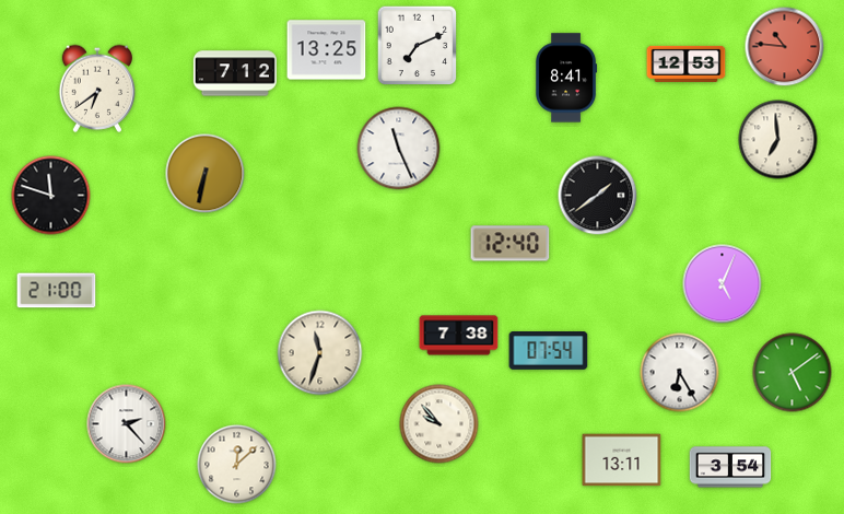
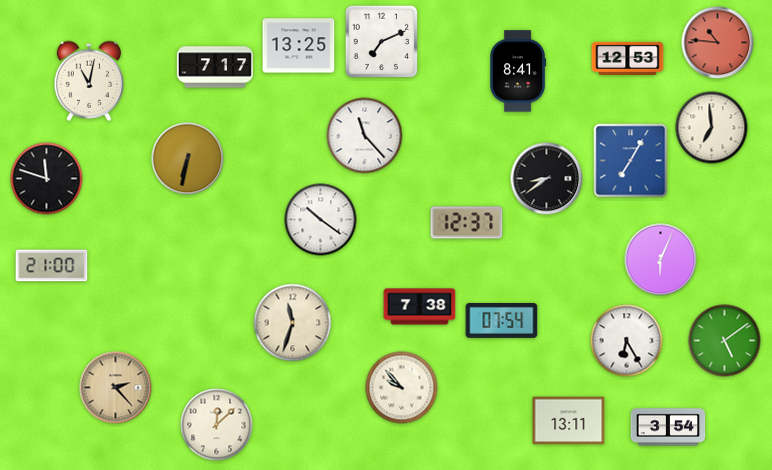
clock at (235, 73): 7:12 -> 7:17
clock at (96, 89): 6:39 -> 11:02
clock at (399, 149): 11:26 -> 11:23
clock at (631, 161): none -> 7:05
clock at (598, 196): 1:39 -> 8:39
clock at (321, 220): none -> 10:21
clock at (511, 244): 12:40 -> 12:37
clock at (723, 284): 5:04 -> 6:04
clock at (680, 373) position: (680, 373) -> (627, 341)
clock at (127, 424) dial: white -> champagne
